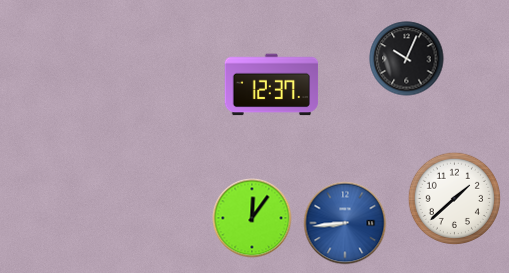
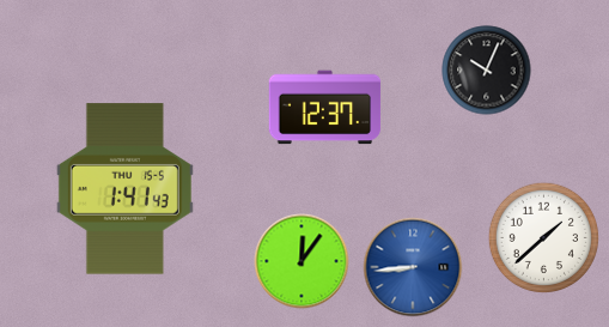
clock at (272, 85) position: (272, 85) -> (325, 108)
clock at (124, 189): none -> 1:41
